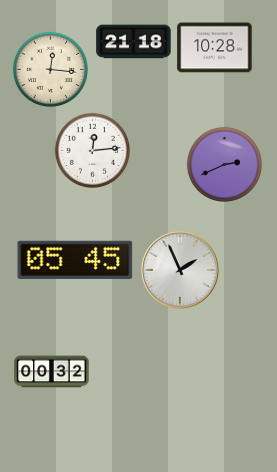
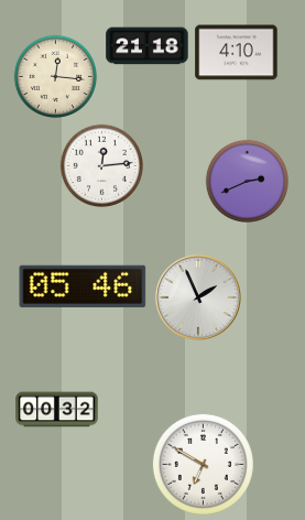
clock at (215, 48): 10:28 -> 4:10
clock at (75, 260): 05:45 -> 05:46
clock at (203, 464): none -> 6:50
